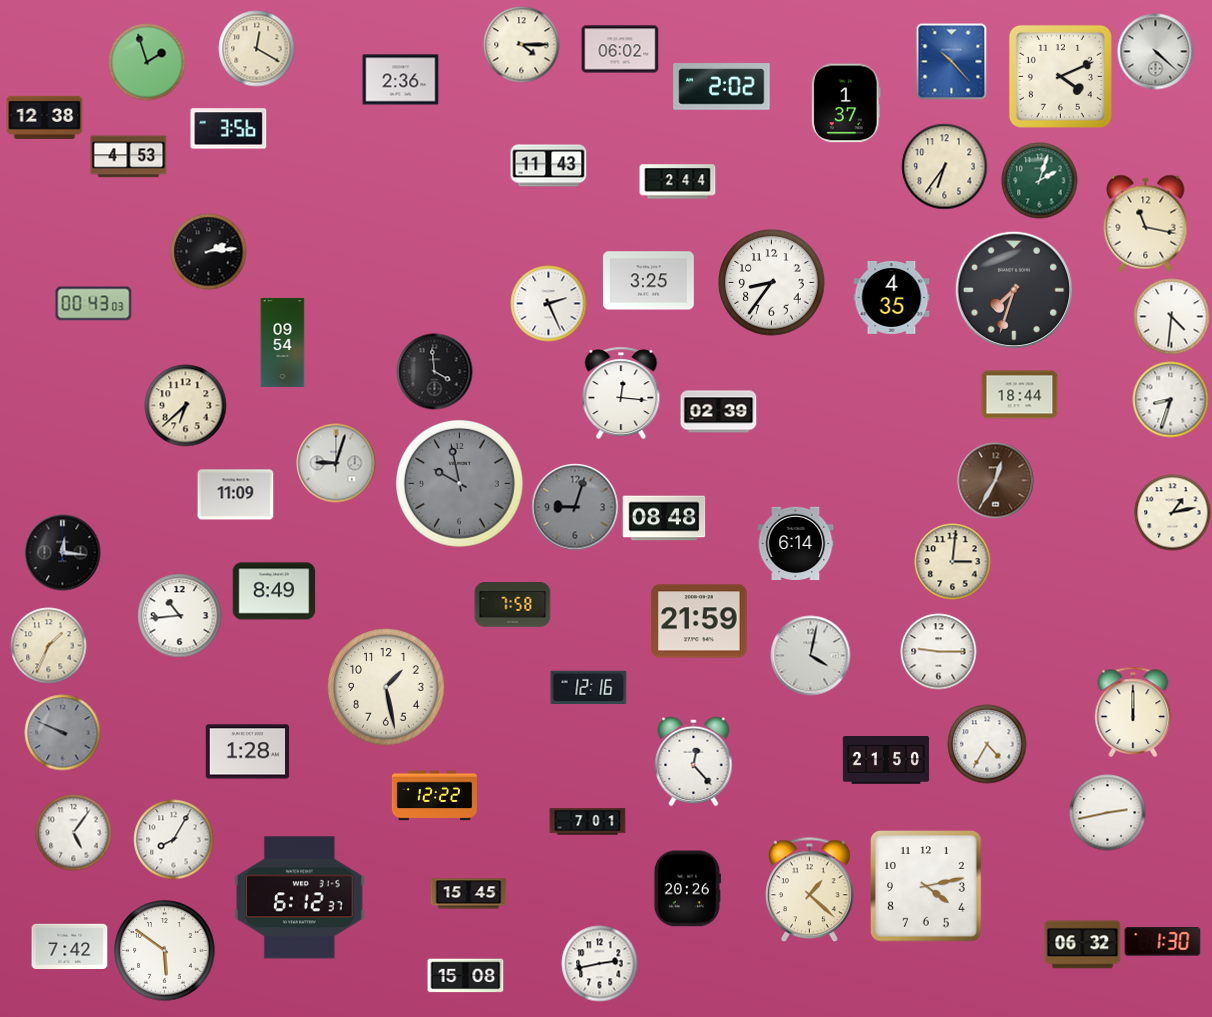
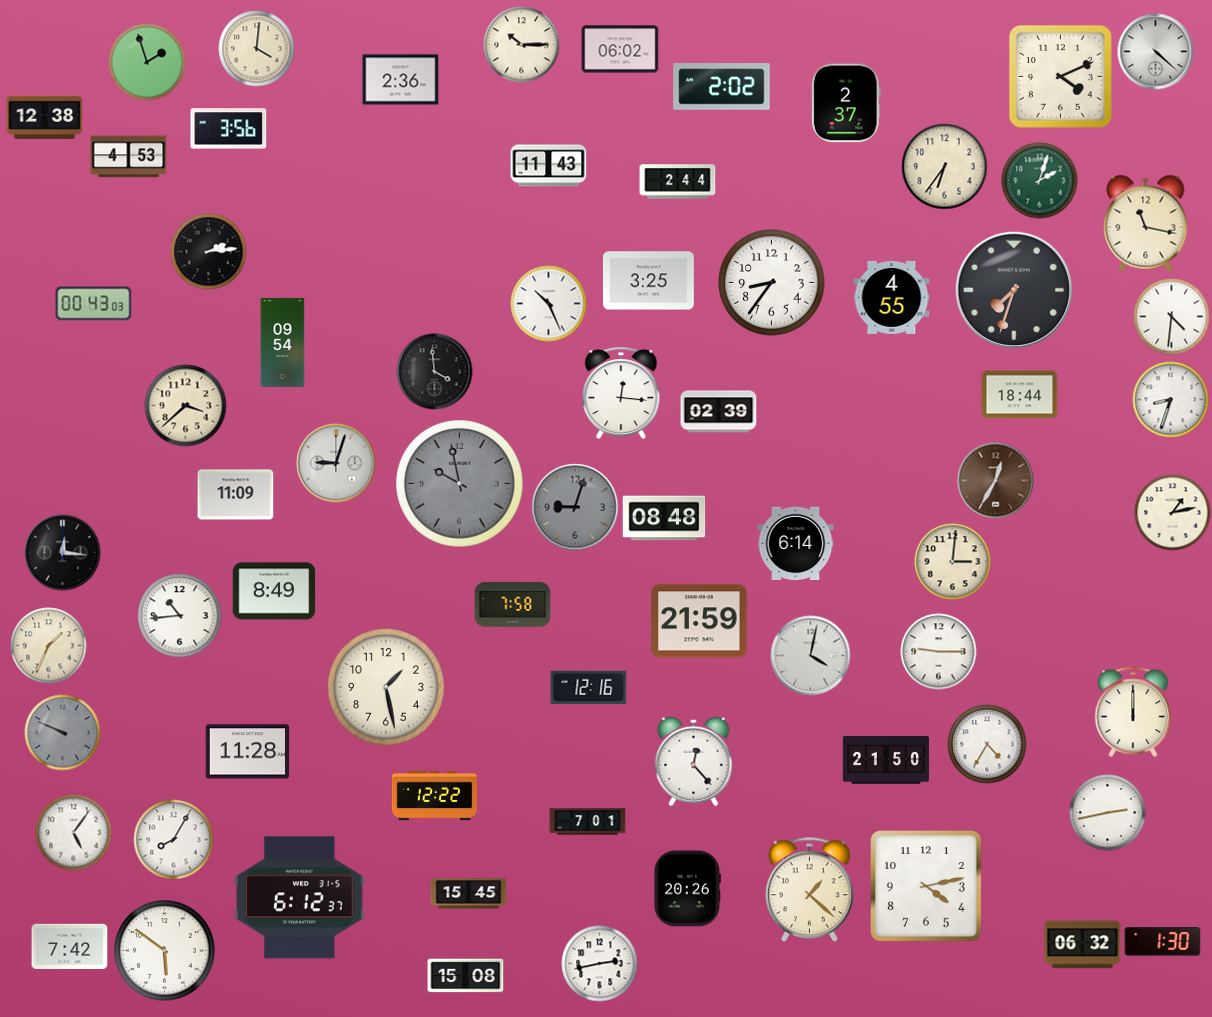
clock at (522, 45): 4:15 -> 10:15
clock at (257, 49): 12:20 -> 4:01
clock at (952, 62): 10:23 -> none
clock at (846, 103): 1:37 -> 2:37
clock at (892, 297): 4:35 -> 4:55
clock at (549, 304): 2:26 -> 10:26
clock at (186, 406): 6:38 -> 3:38
clock at (248, 752): 1:28 -> 11:28
